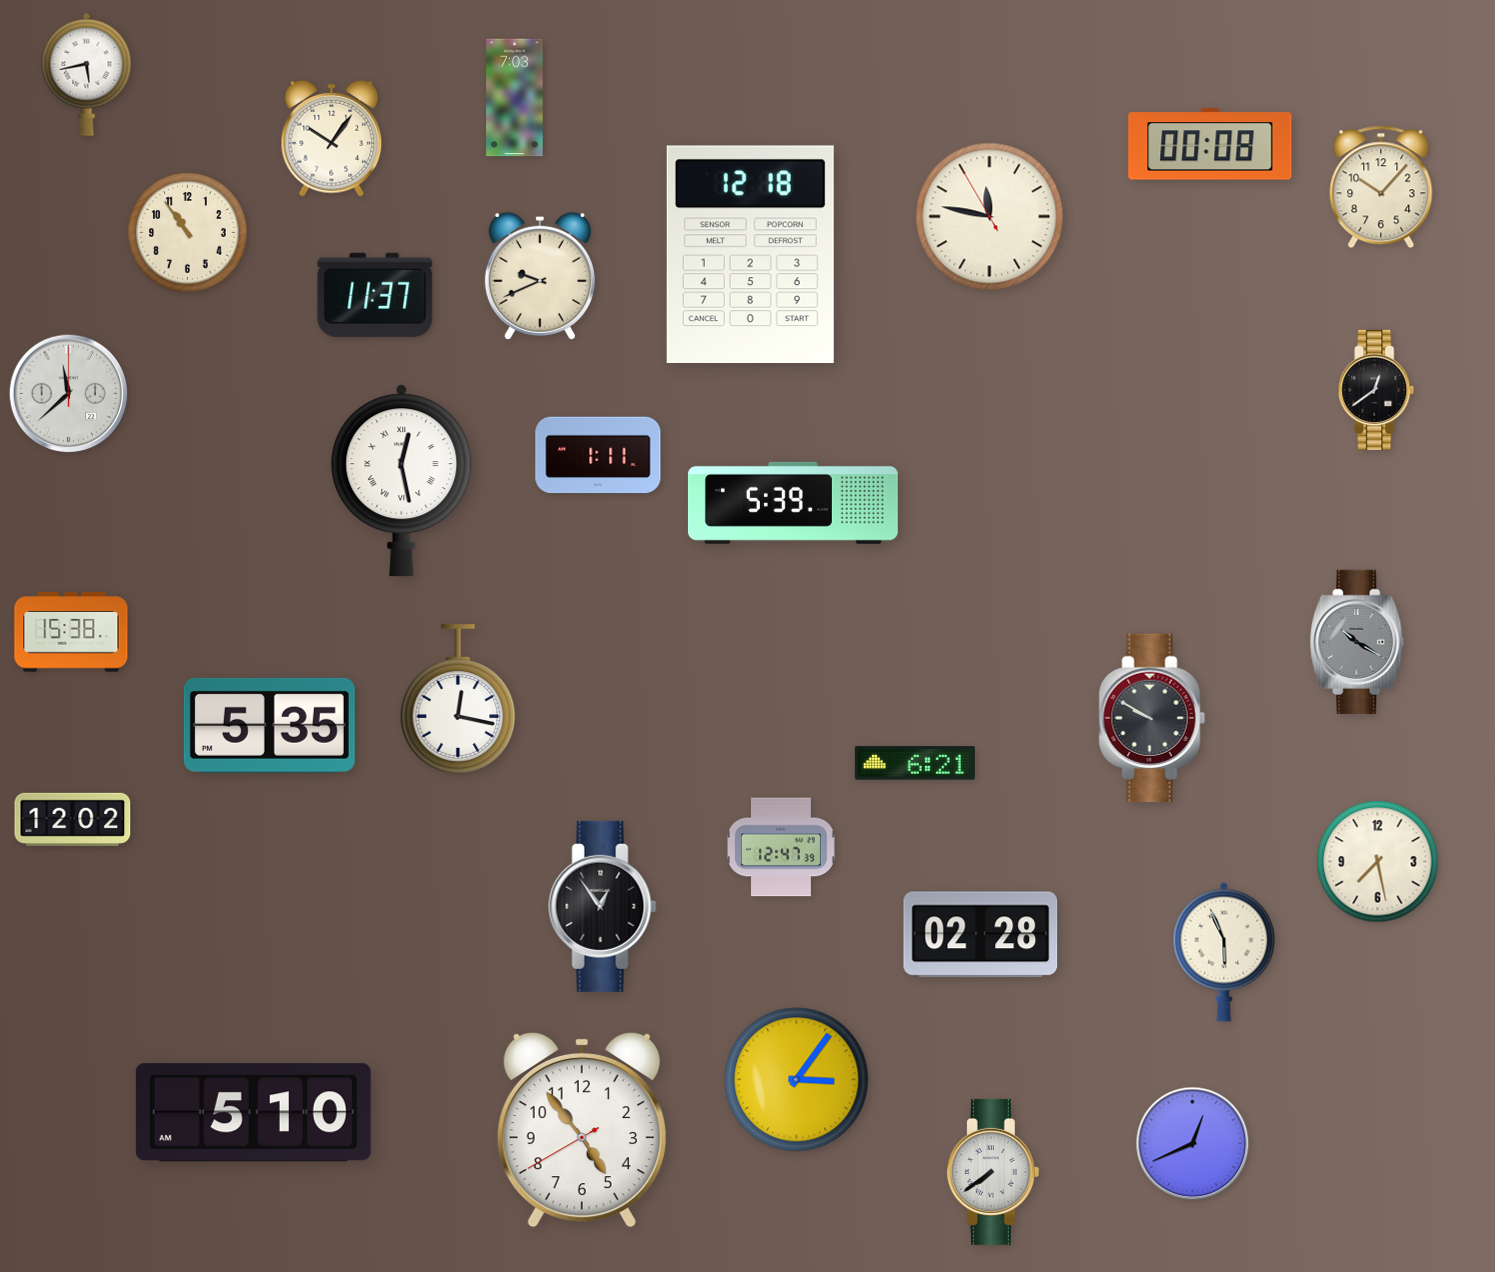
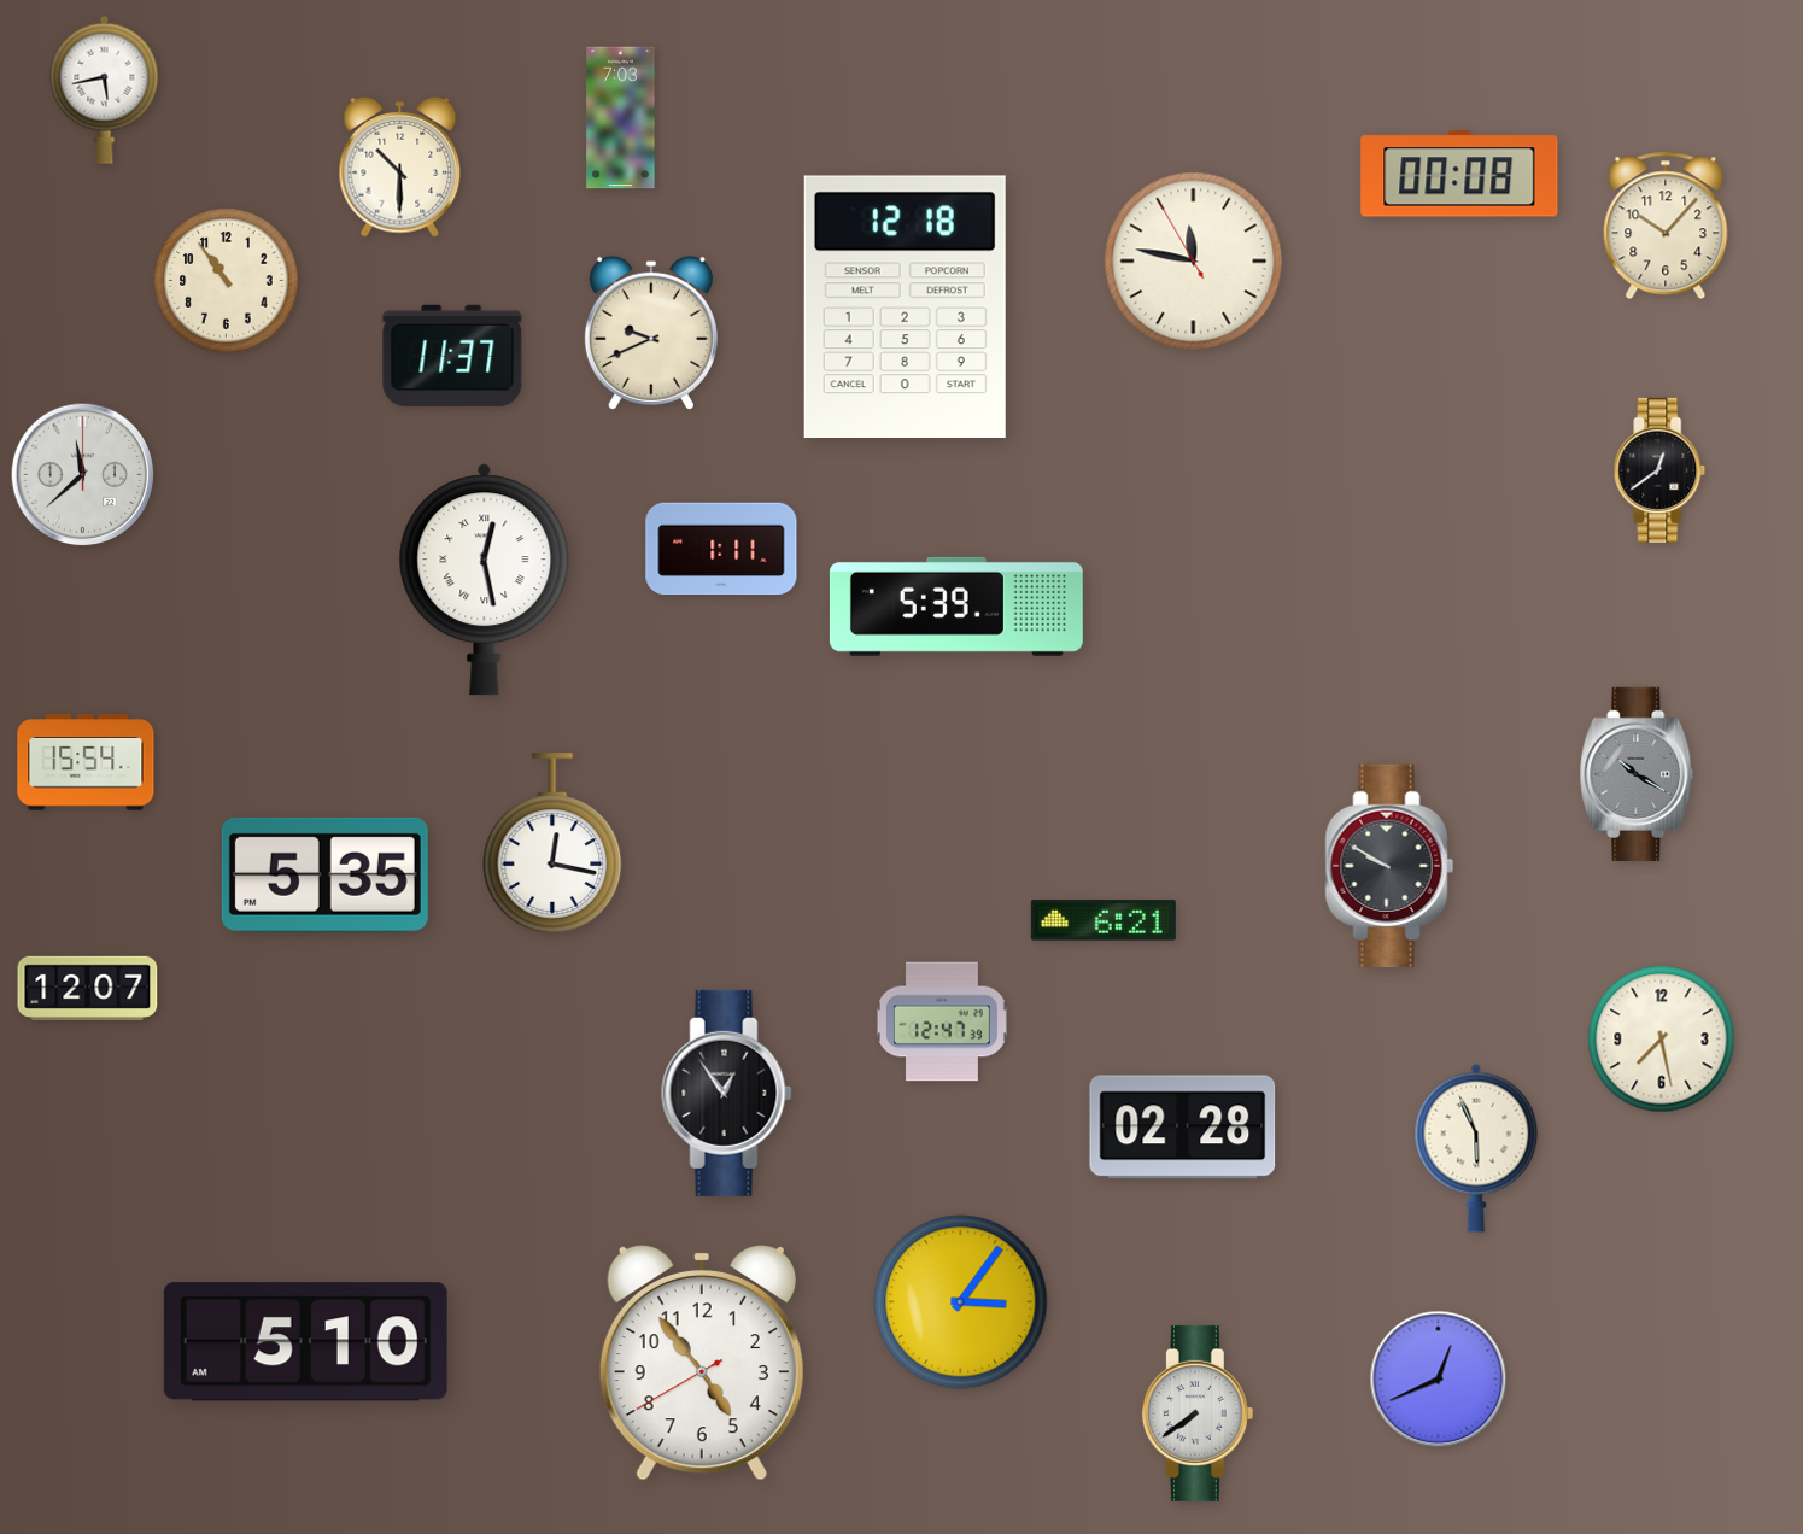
clock at (332, 138): 10:06 -> 10:30
clock at (71, 632): 15:38 -> 15:54
clock at (73, 819): 12:02 -> 12:07
